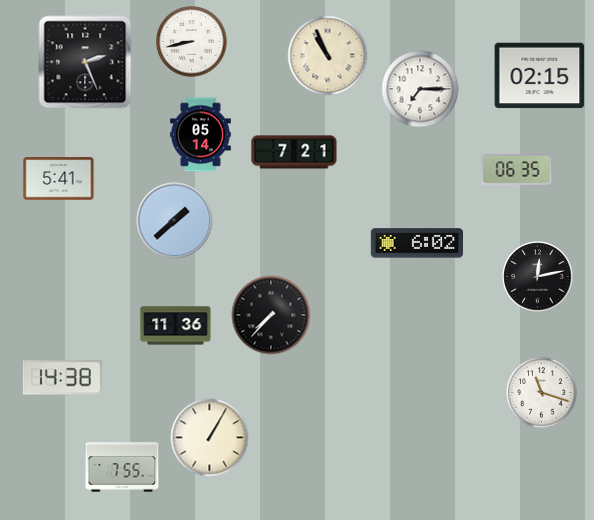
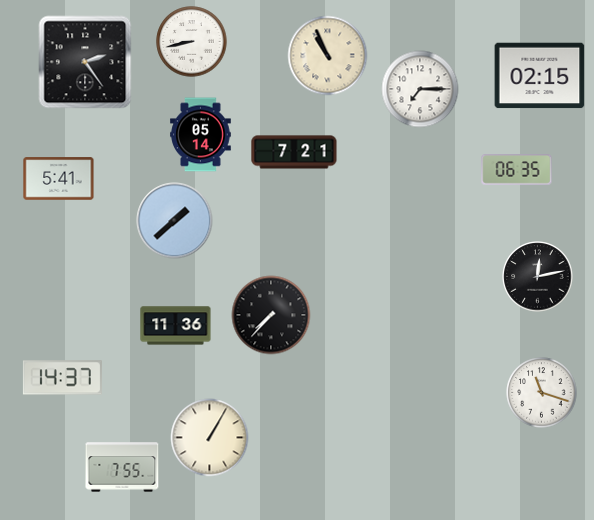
clock at (85, 62): 2:26 -> 2:24
clock at (416, 243): 6:02 -> none
clock at (62, 378): 14:38 -> 14:37
